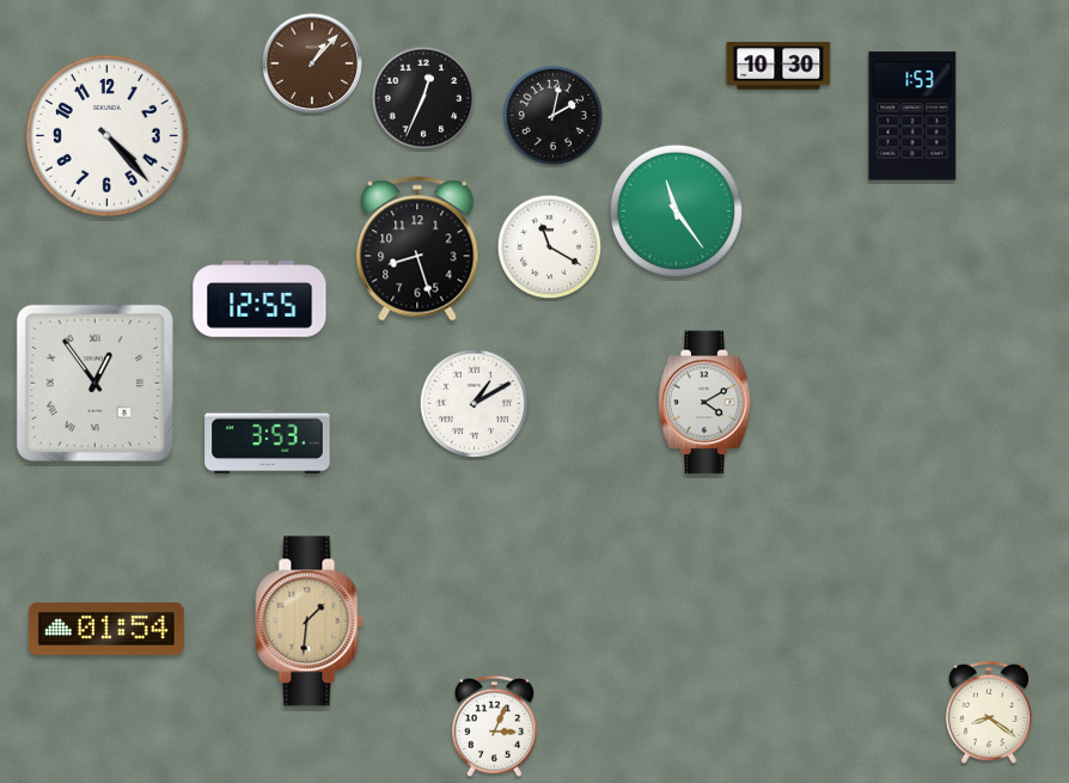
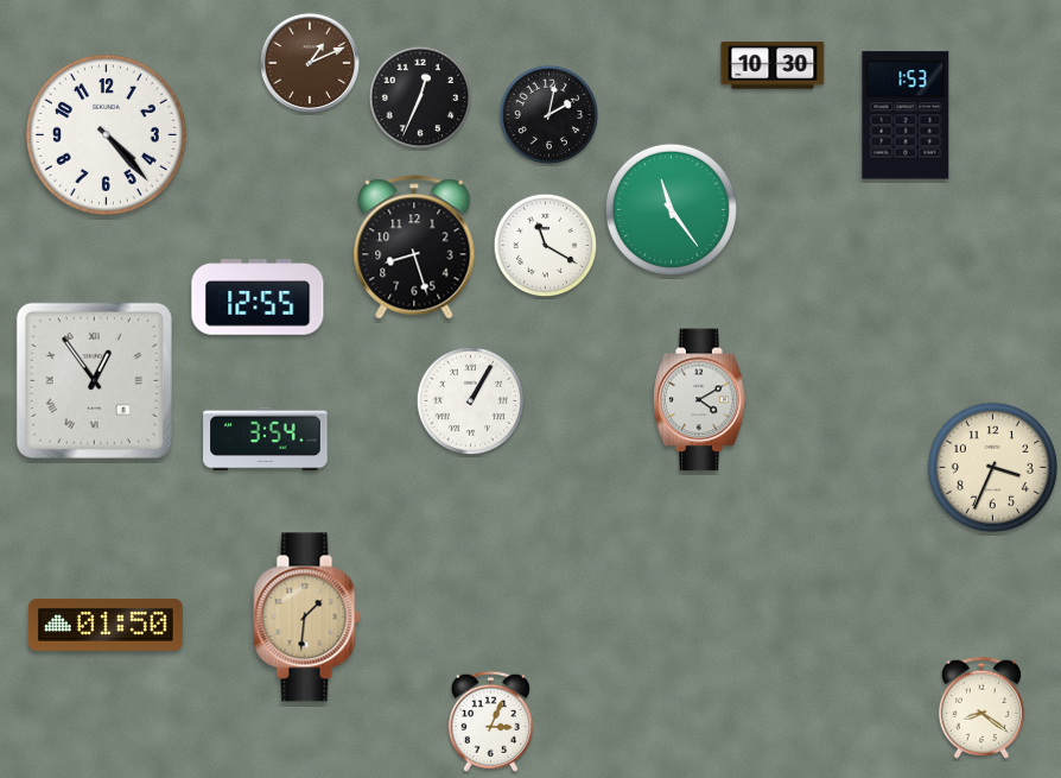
clock at (311, 62): 1:07 -> 1:11
clock at (475, 404): 1:10 -> 1:05
clock at (268, 442): 3:53 -> 3:54
clock at (992, 467): none -> 3:34
clock at (106, 629): 01:54 -> 01:50
